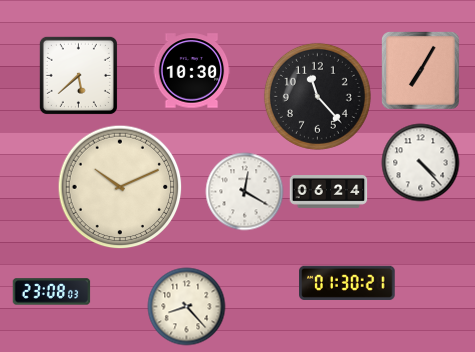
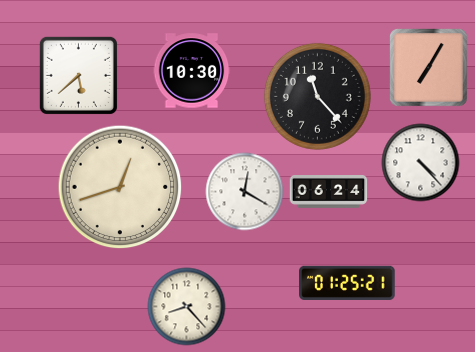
clock at (421, 71) position: (421, 71) -> (429, 68)
clock at (120, 187): 10:11 -> 12:42
clock at (347, 283): 01:30 -> 01:25
clock at (51, 292): 23:08 -> none
